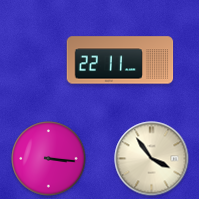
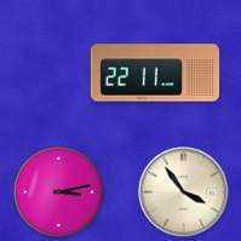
clock at (120, 60) position: (120, 60) -> (155, 73)
clock at (49, 159): 3:16 -> 3:13
